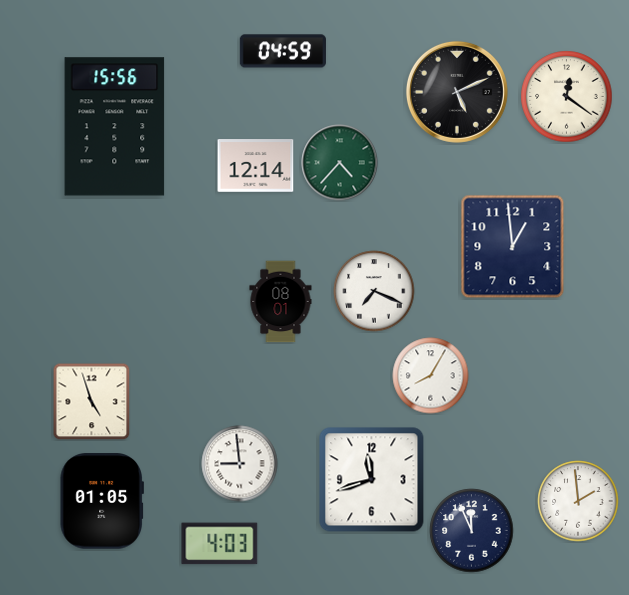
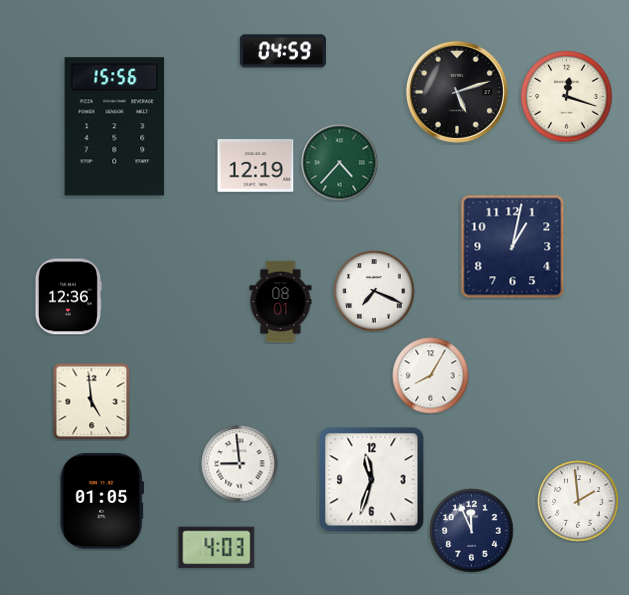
clock at (457, 92): 5:11 -> 5:12
clock at (567, 97): 12:21 -> 12:18
clock at (256, 166): 12:14 -> 12:19
clock at (513, 247): 12:59 -> 1:02
clock at (68, 297): none -> 12:36
clock at (91, 401): 4:57 -> 4:59
clock at (372, 480): 11:42 -> 11:33
clock at (220, 544) position: (220, 544) -> (217, 548)
